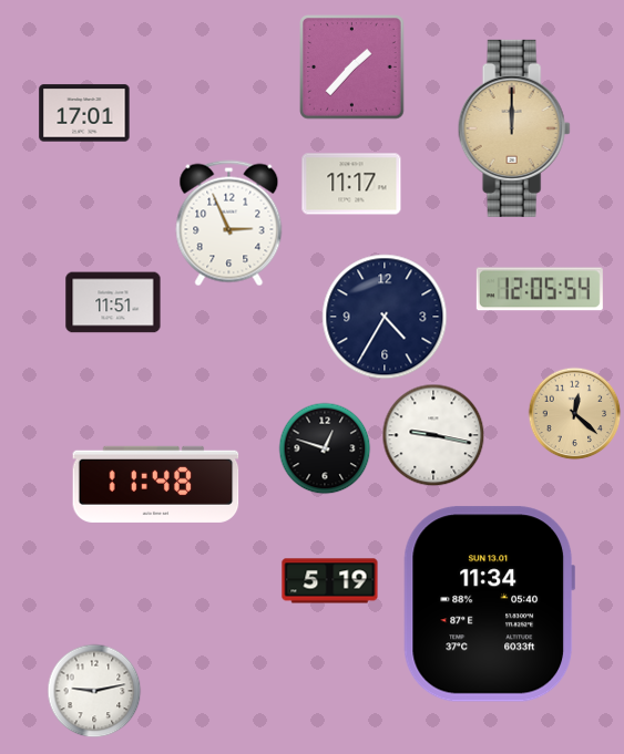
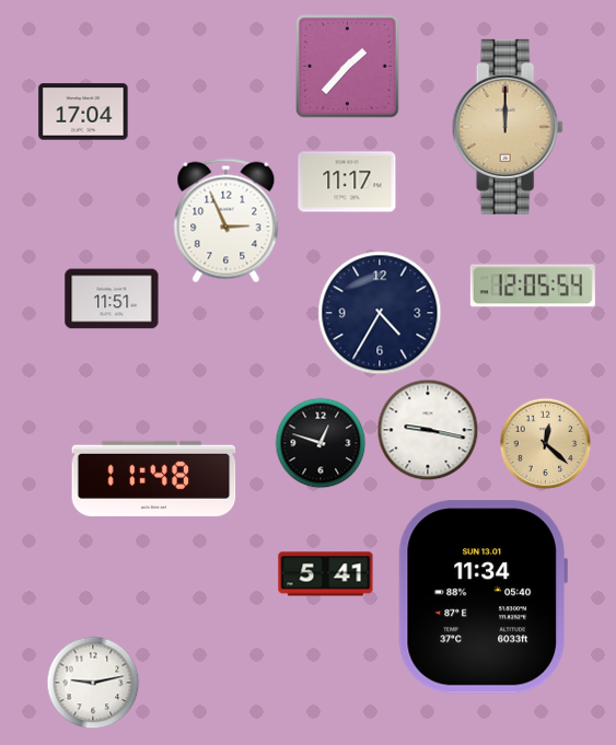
clock at (84, 113): 17:01 -> 17:04
clock at (574, 413) position: (574, 413) -> (545, 443)
clock at (330, 581): 5:19 -> 5:41
